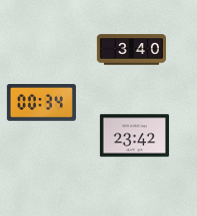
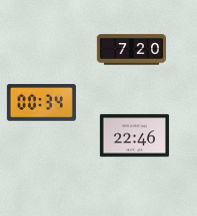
clock at (131, 50): 3:40 -> 7:20
clock at (134, 136): 23:42 -> 22:46
